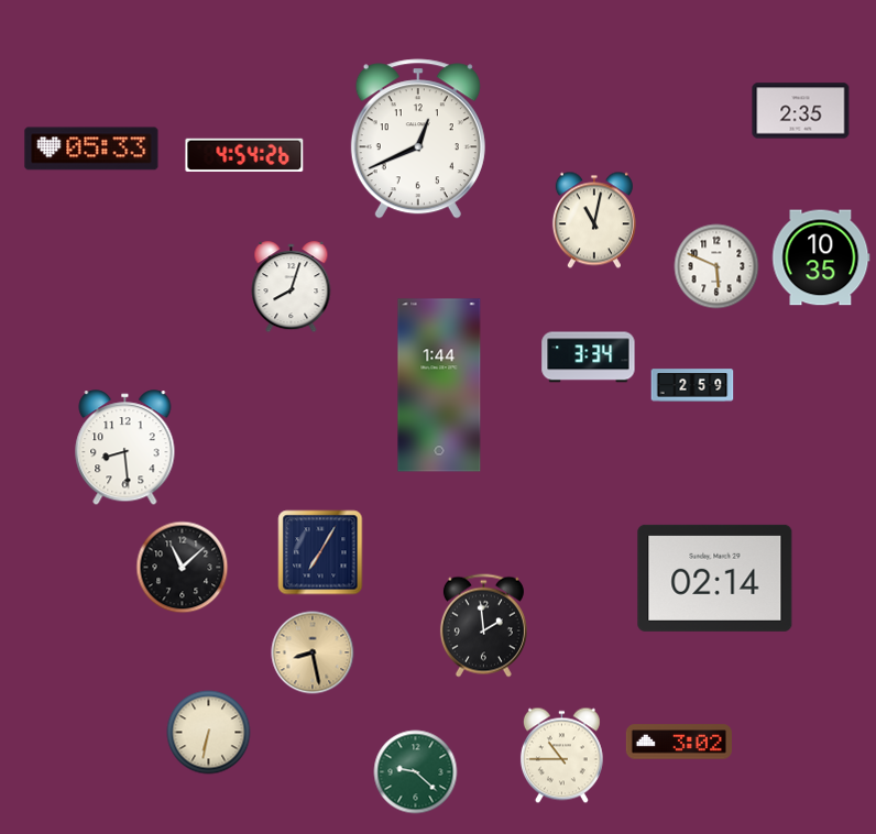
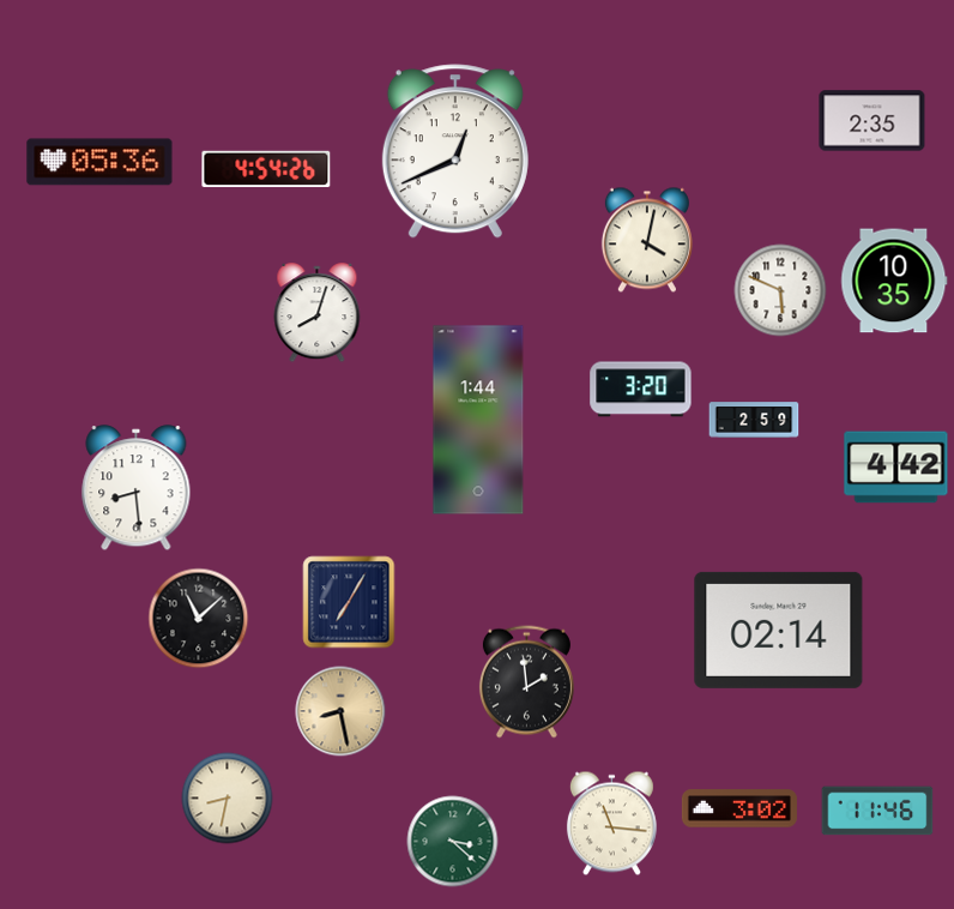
clock at (91, 149): 05:33 -> 05:36
clock at (594, 220): 11:02 -> 4:02
clock at (589, 358): 3:34 -> 3:20
clock at (896, 468): none -> 4:42
clock at (209, 733): 6:32 -> 8:32
clock at (877, 811): none -> 11:46
clock at (561, 756): 10:45 -> 11:16
clock at (416, 772): 9:22 -> 3:22
